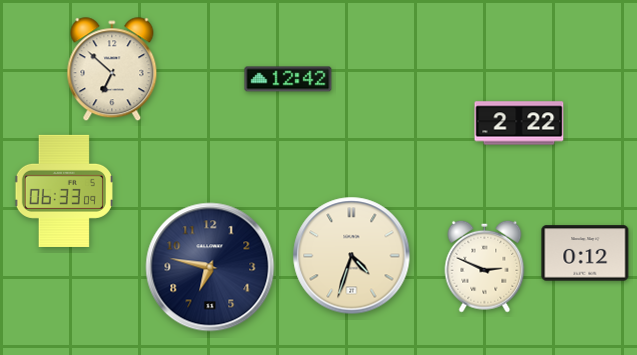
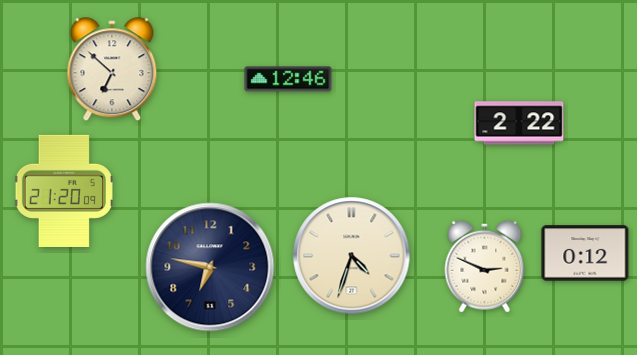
clock at (288, 79): 12:42 -> 12:46
clock at (64, 191): 06:33 -> 21:20
